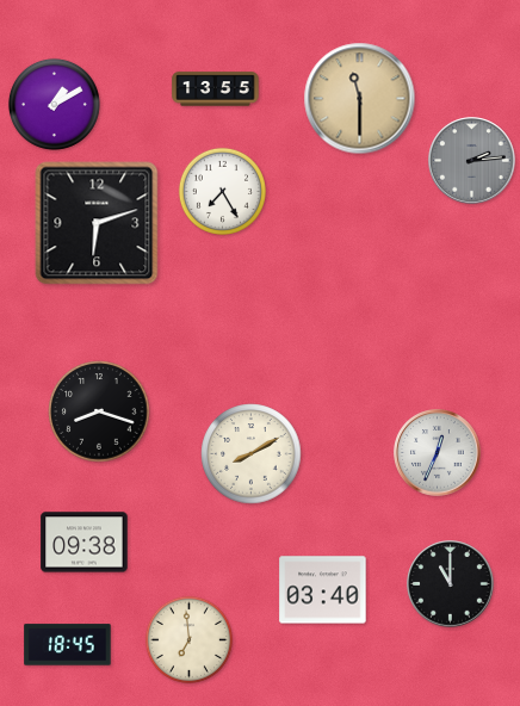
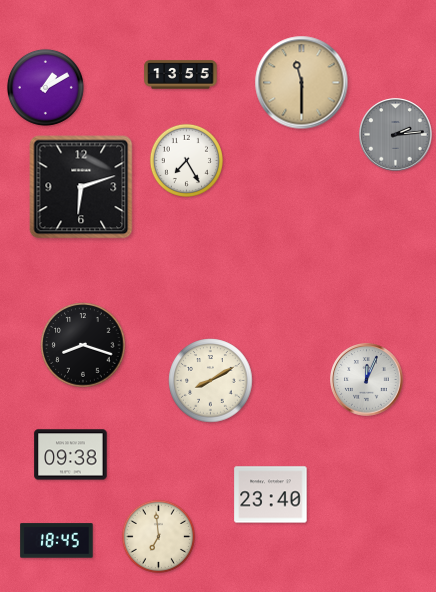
clock at (438, 453): 12:34 -> 12:04
clock at (451, 584): 11:00 -> none
clock at (323, 590): 03:40 -> 23:40
